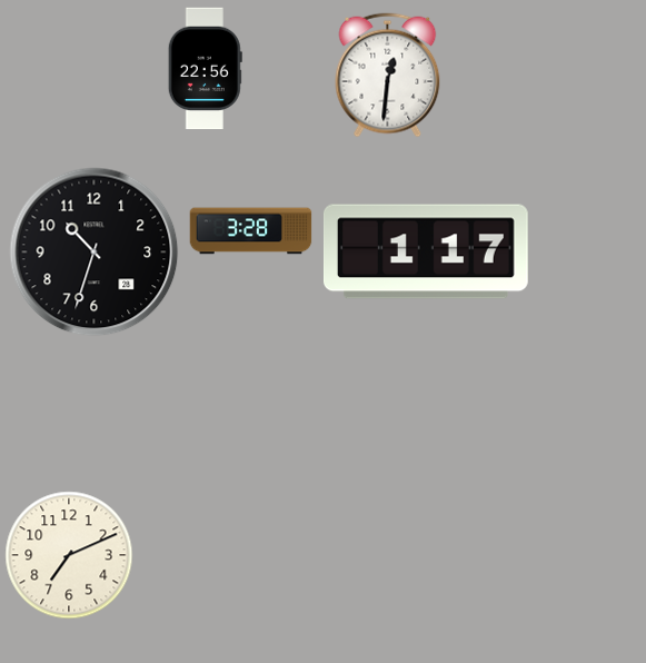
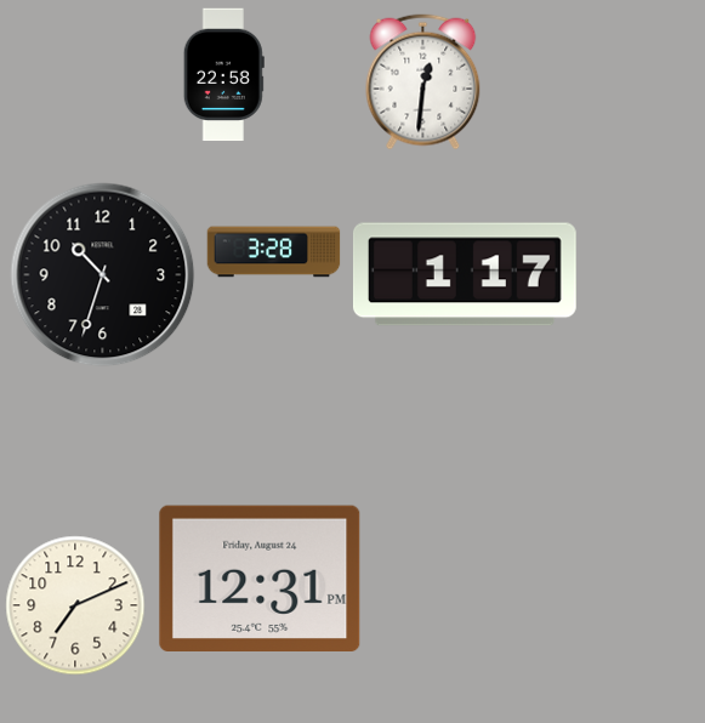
clock at (205, 69): 22:56 -> 22:58
clock at (260, 577): none -> 12:31
